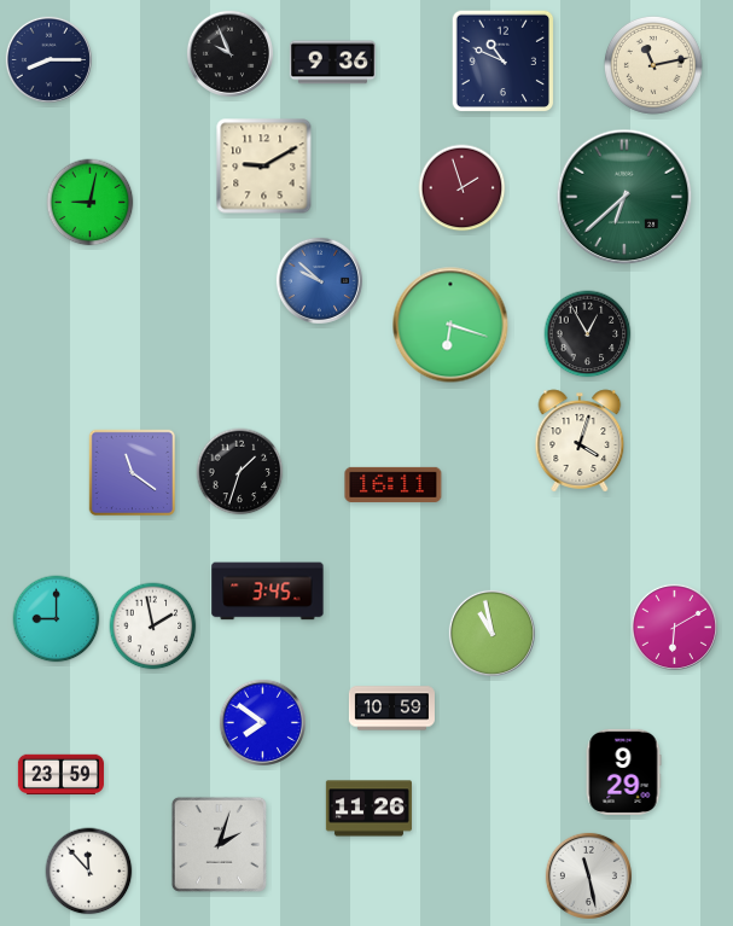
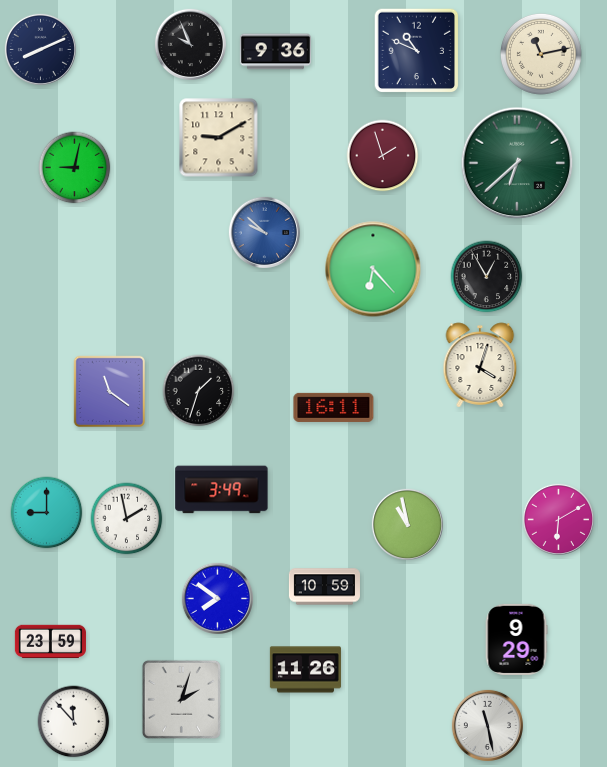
clock at (48, 59): 8:15 -> 8:11
clock at (450, 325): 6:18 -> 6:23
clock at (394, 484) position: (394, 484) -> (334, 407)
clock at (268, 592): 3:45 -> 3:49
